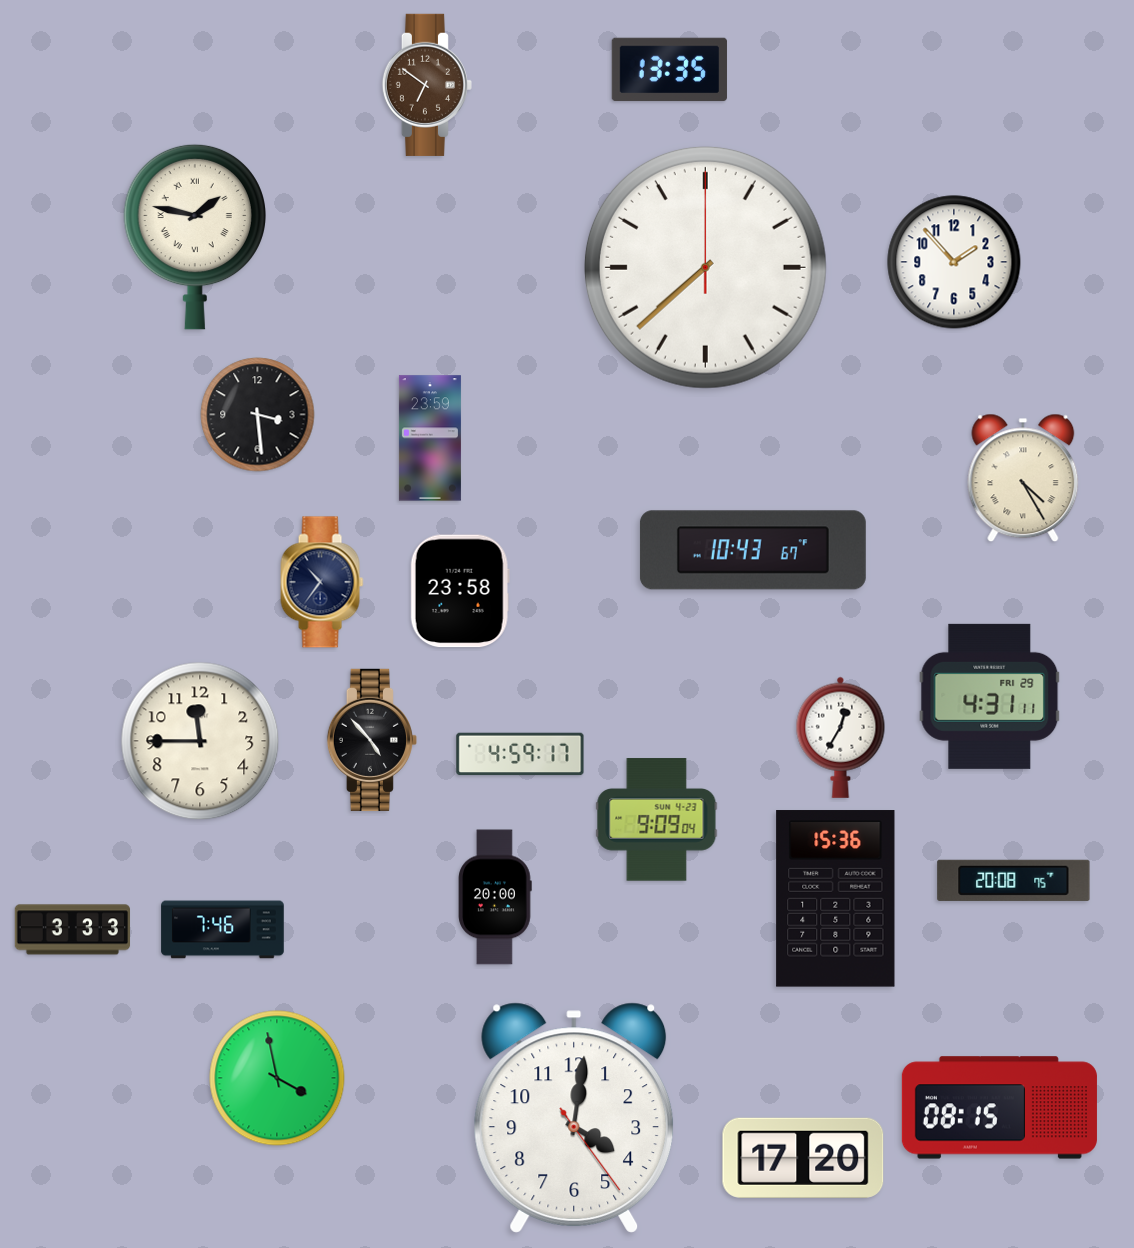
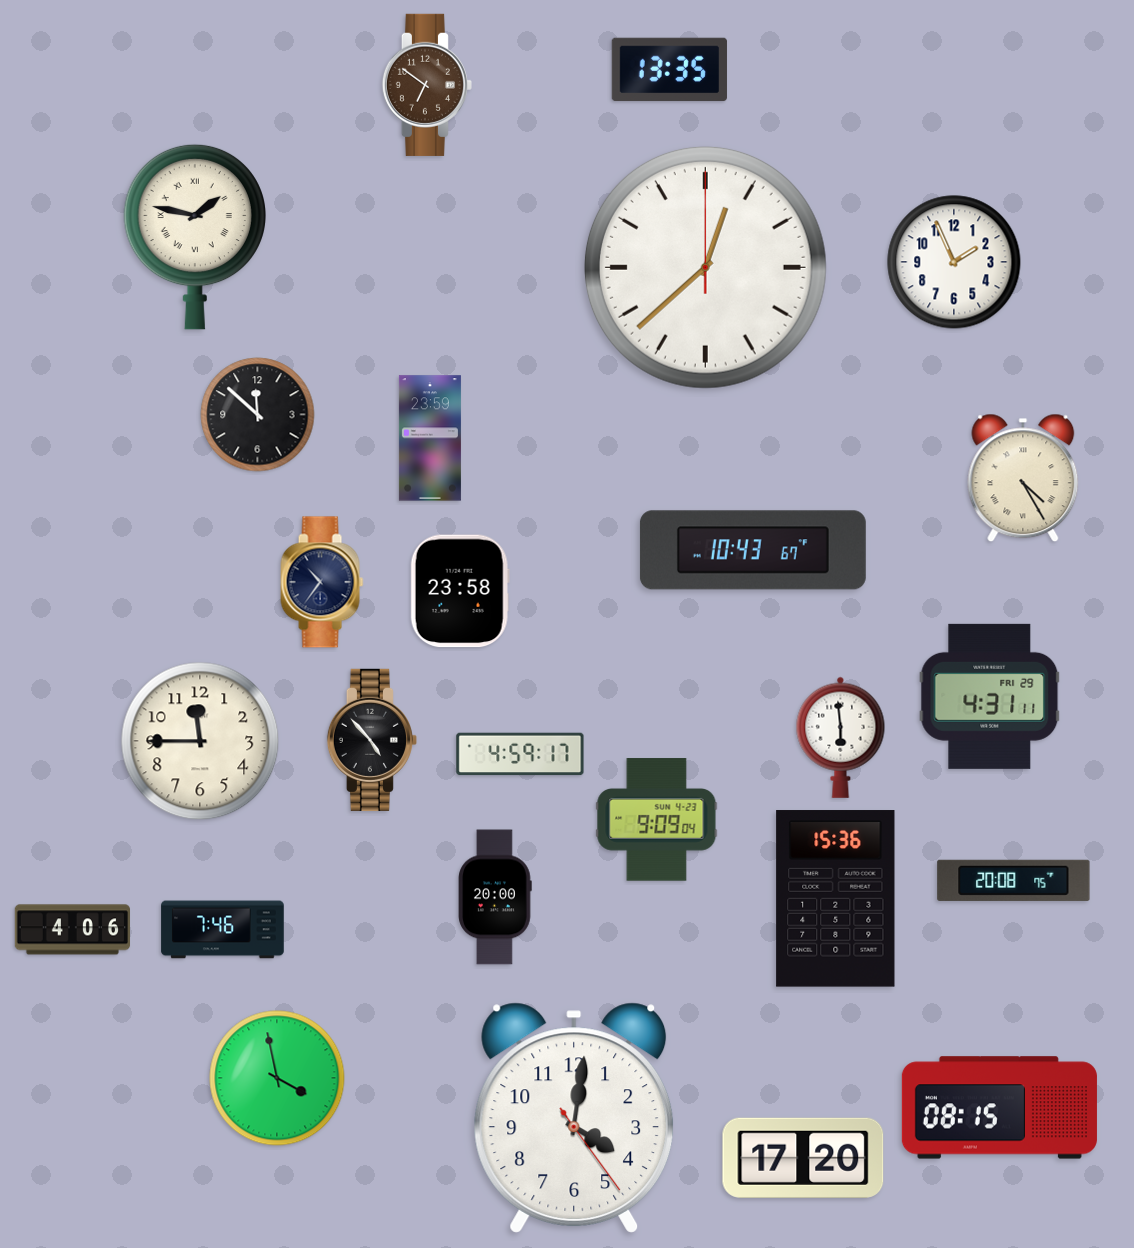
clock at (954, 262): 1:53 -> 1:56
clock at (705, 267): 7:38 -> 12:38
clock at (258, 415): 3:29 -> 11:52
clock at (841, 737): 12:35 -> 5:59
clock at (72, 930): 3:33 -> 4:06
